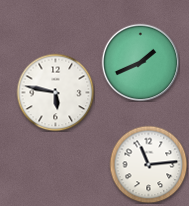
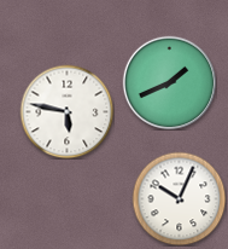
clock at (140, 62) position: (140, 62) -> (169, 82)
clock at (148, 164): 11:14 -> 10:04
